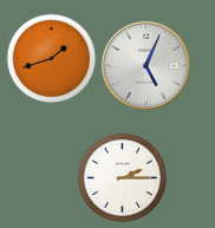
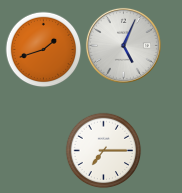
clock at (145, 65) position: (145, 65) -> (123, 45)
clock at (123, 178): 2:15 -> 7:15
